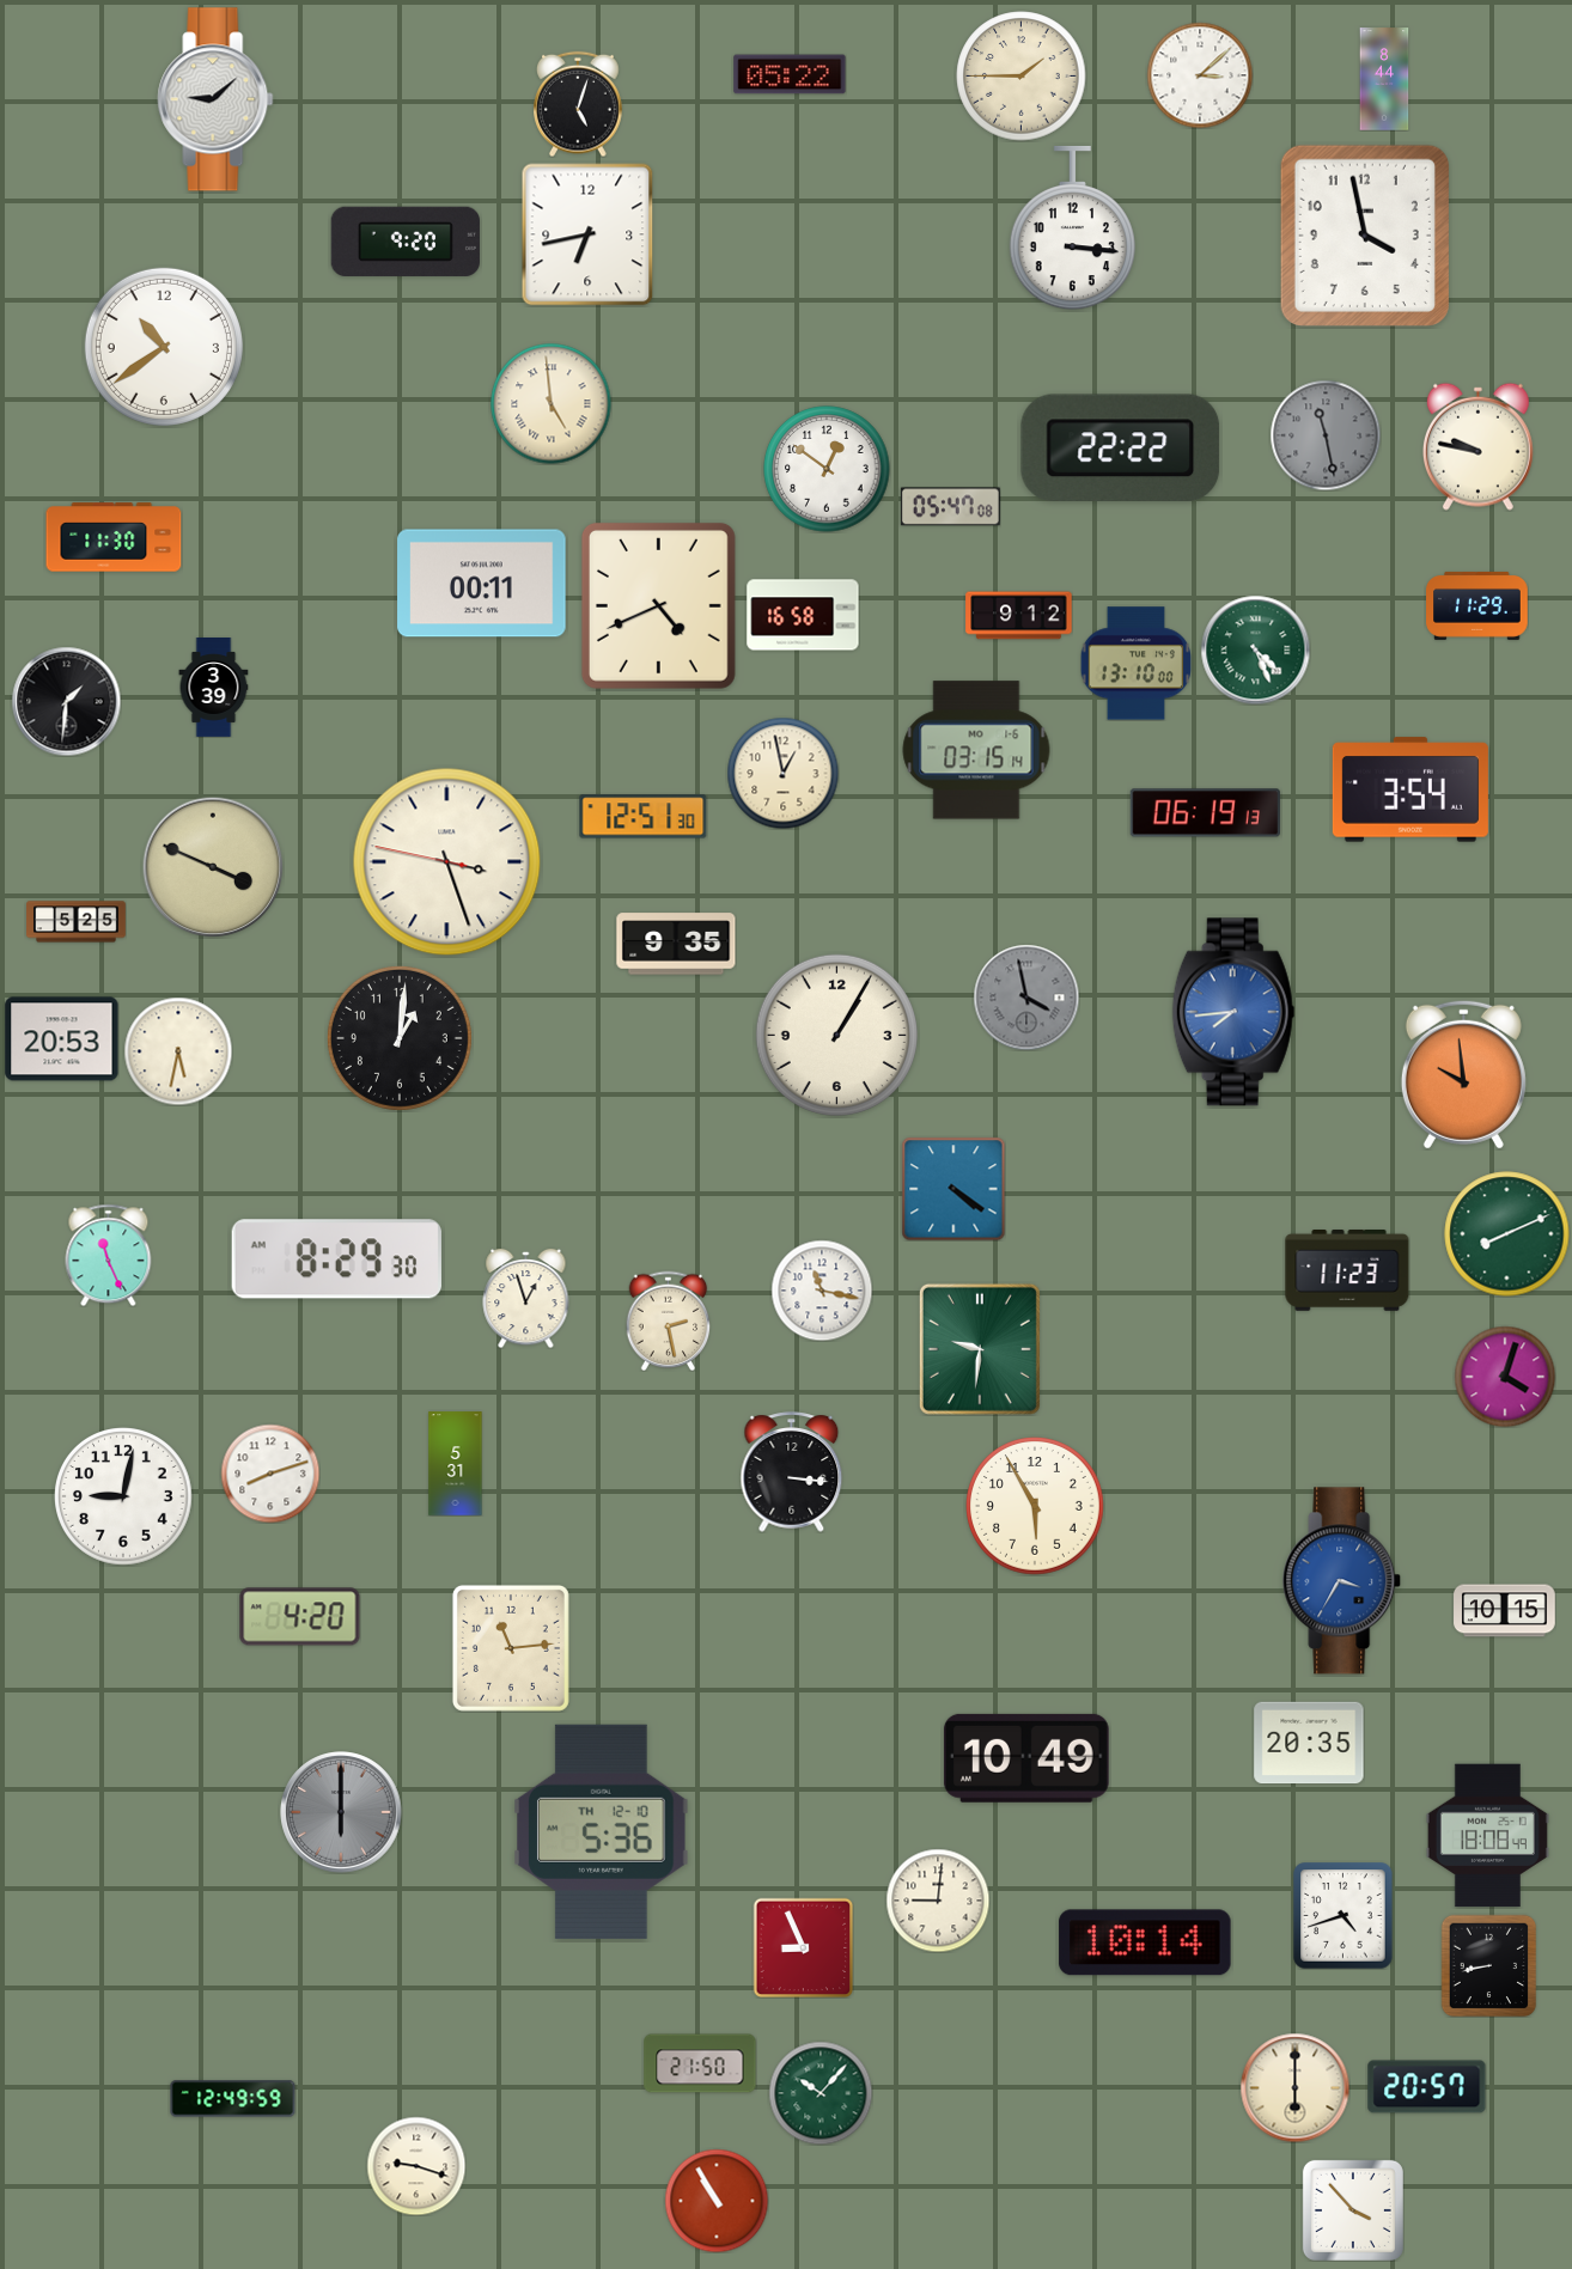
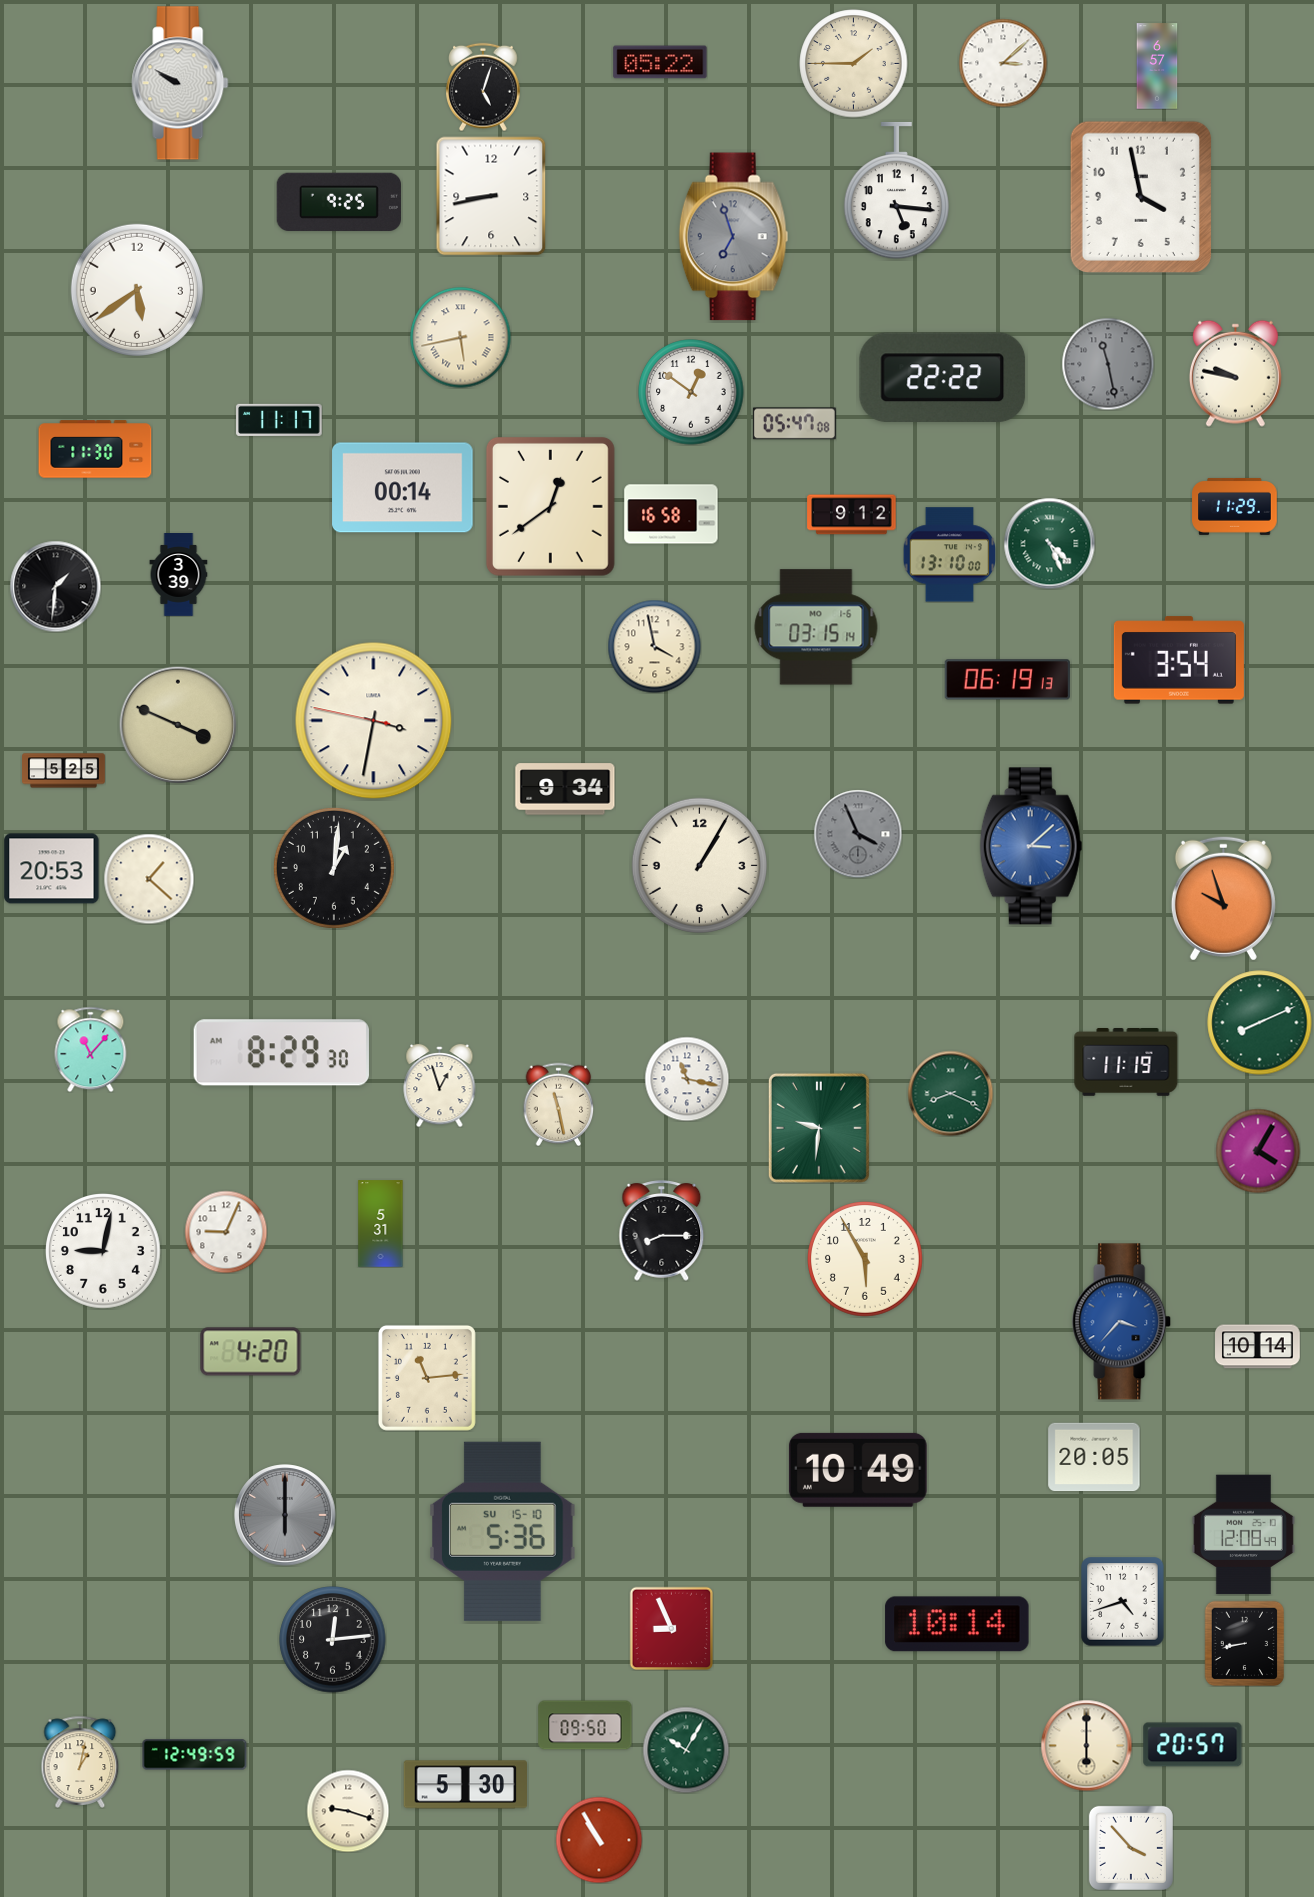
clock at (1384, 79): 8:44 -> 6:57
clock at (215, 99): 9:08 -> 9:50
clock at (1072, 228): 3:16 -> 5:16
clock at (587, 234): 6:43 -> 8:43
clock at (406, 242): 9:20 -> 9:25
clock at (734, 237): none -> 6:57
clock at (164, 347): 10:39 -> 5:39
clock at (552, 404): 4:59 -> 5:43
clock at (1121, 447) position: (1121, 447) -> (943, 377)
clock at (279, 420): none -> 11:17
clock at (482, 584): 00:11 -> 00:14
clock at (658, 605): 4:41 -> 12:39
clock at (782, 773): 12:58 -> 3:58
clock at (644, 817): 12:51 -> none
clock at (447, 862): 3:26 -> 3:31
clock at (676, 944): 9:35 -> 9:34
clock at (1026, 998): 3:58 -> 3:56
clock at (1233, 1012): 7:44 -> 3:08
clock at (178, 1051): 5:32 -> 1:22
clock at (1463, 1074): 9:59 -> 9:57
clock at (953, 1189): 4:21 -> none
clock at (1507, 1234) position: (1507, 1234) -> (1260, 1023)
clock at (109, 1255): 11:26 -> 11:07
clock at (1347, 1271): 11:23 -> 11:19
clock at (950, 1093): none -> 8:19
clock at (669, 1320): 2:28 -> 11:28
clock at (1505, 1377): 4:03 -> 4:05
clock at (792, 1472): 3:16 -> 8:15
clock at (270, 1474): 8:12 -> 9:04
clock at (1342, 1581): 3:35 -> 3:37
clock at (1505, 1611): 10:15 -> 10:14
clock at (1309, 1743): 20:35 -> 20:05
clock at (602, 1831) date: TH 12-10 -> SU 15-10
clock at (1487, 1836): 18:08 -> 12:08
clock at (938, 1901): 9:01 -> none
clock at (333, 1640): none -> 12:14
clock at (700, 2063): 21:50 -> 09:50
clock at (1294, 2087) position: (1294, 2087) -> (1086, 1745)
clock at (821, 2093): 10:07 -> 10:05
clock at (80, 1762): none -> 1:02
clock at (466, 1785): none -> 5:30
